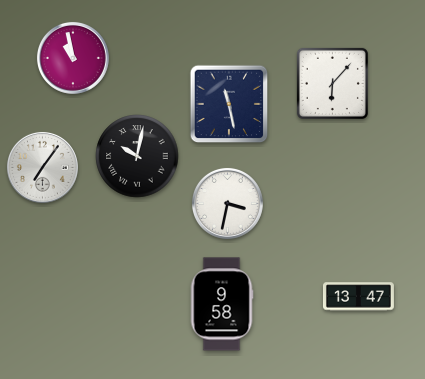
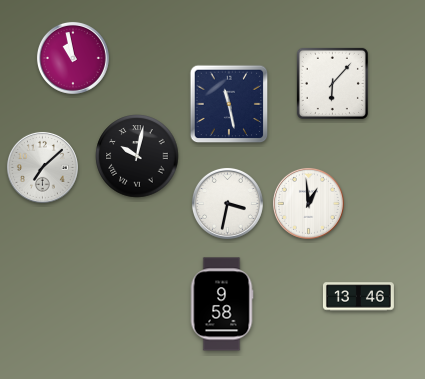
clock at (42, 167): 7:06 -> 7:08
clock at (308, 203): none -> 12:59
clock at (358, 297): 13:47 -> 13:46
